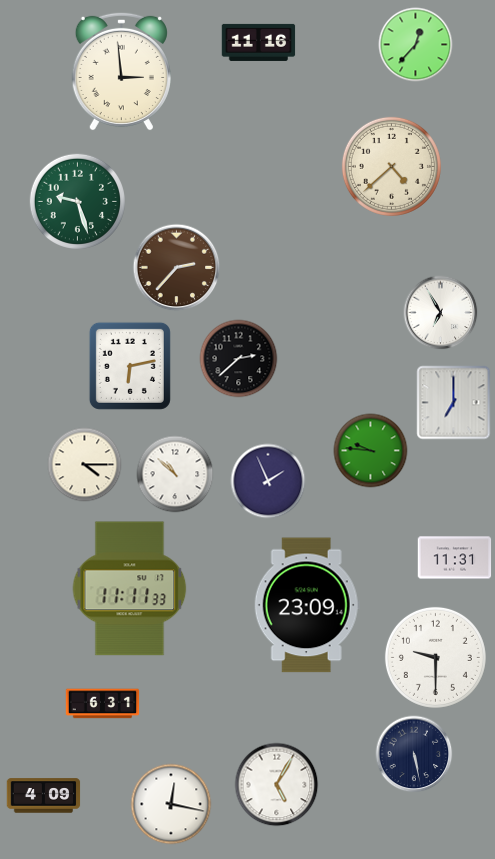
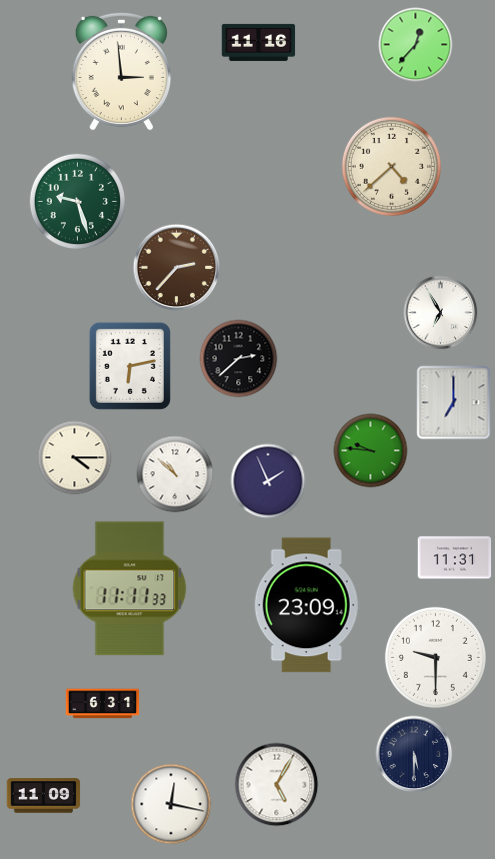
clock at (85, 465) position: (85, 465) -> (75, 458)
clock at (414, 754): 5:28 -> 5:30
clock at (44, 796): 4:09 -> 11:09
